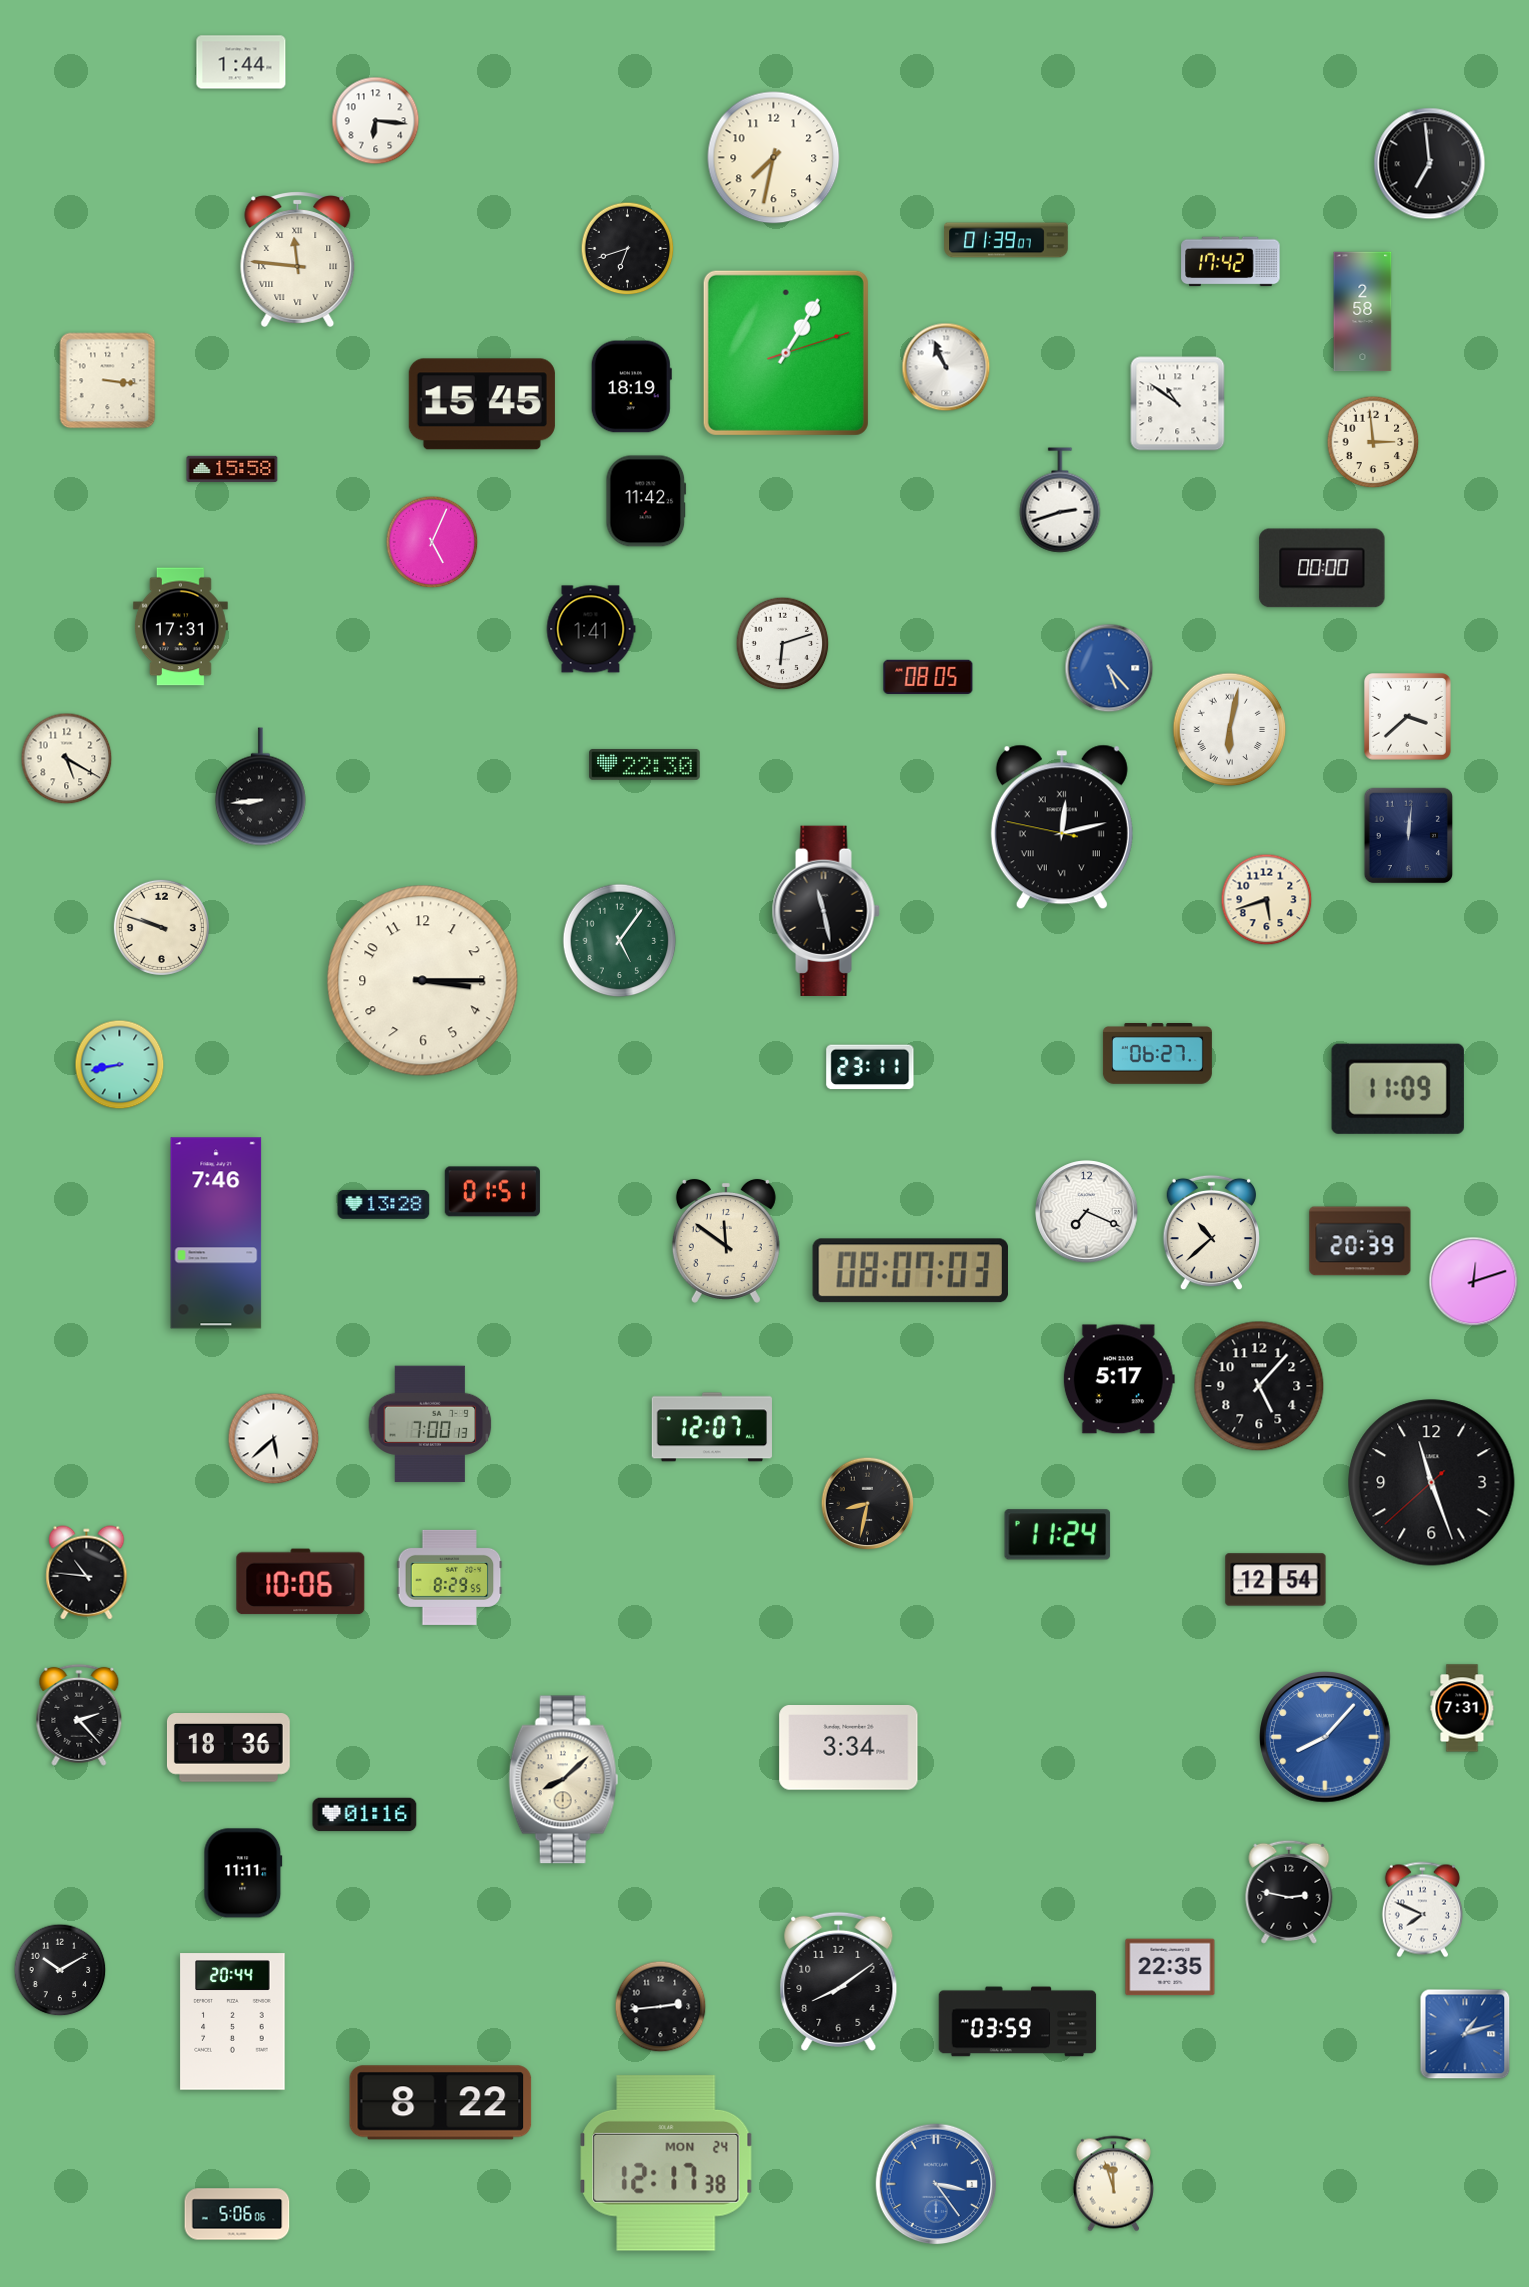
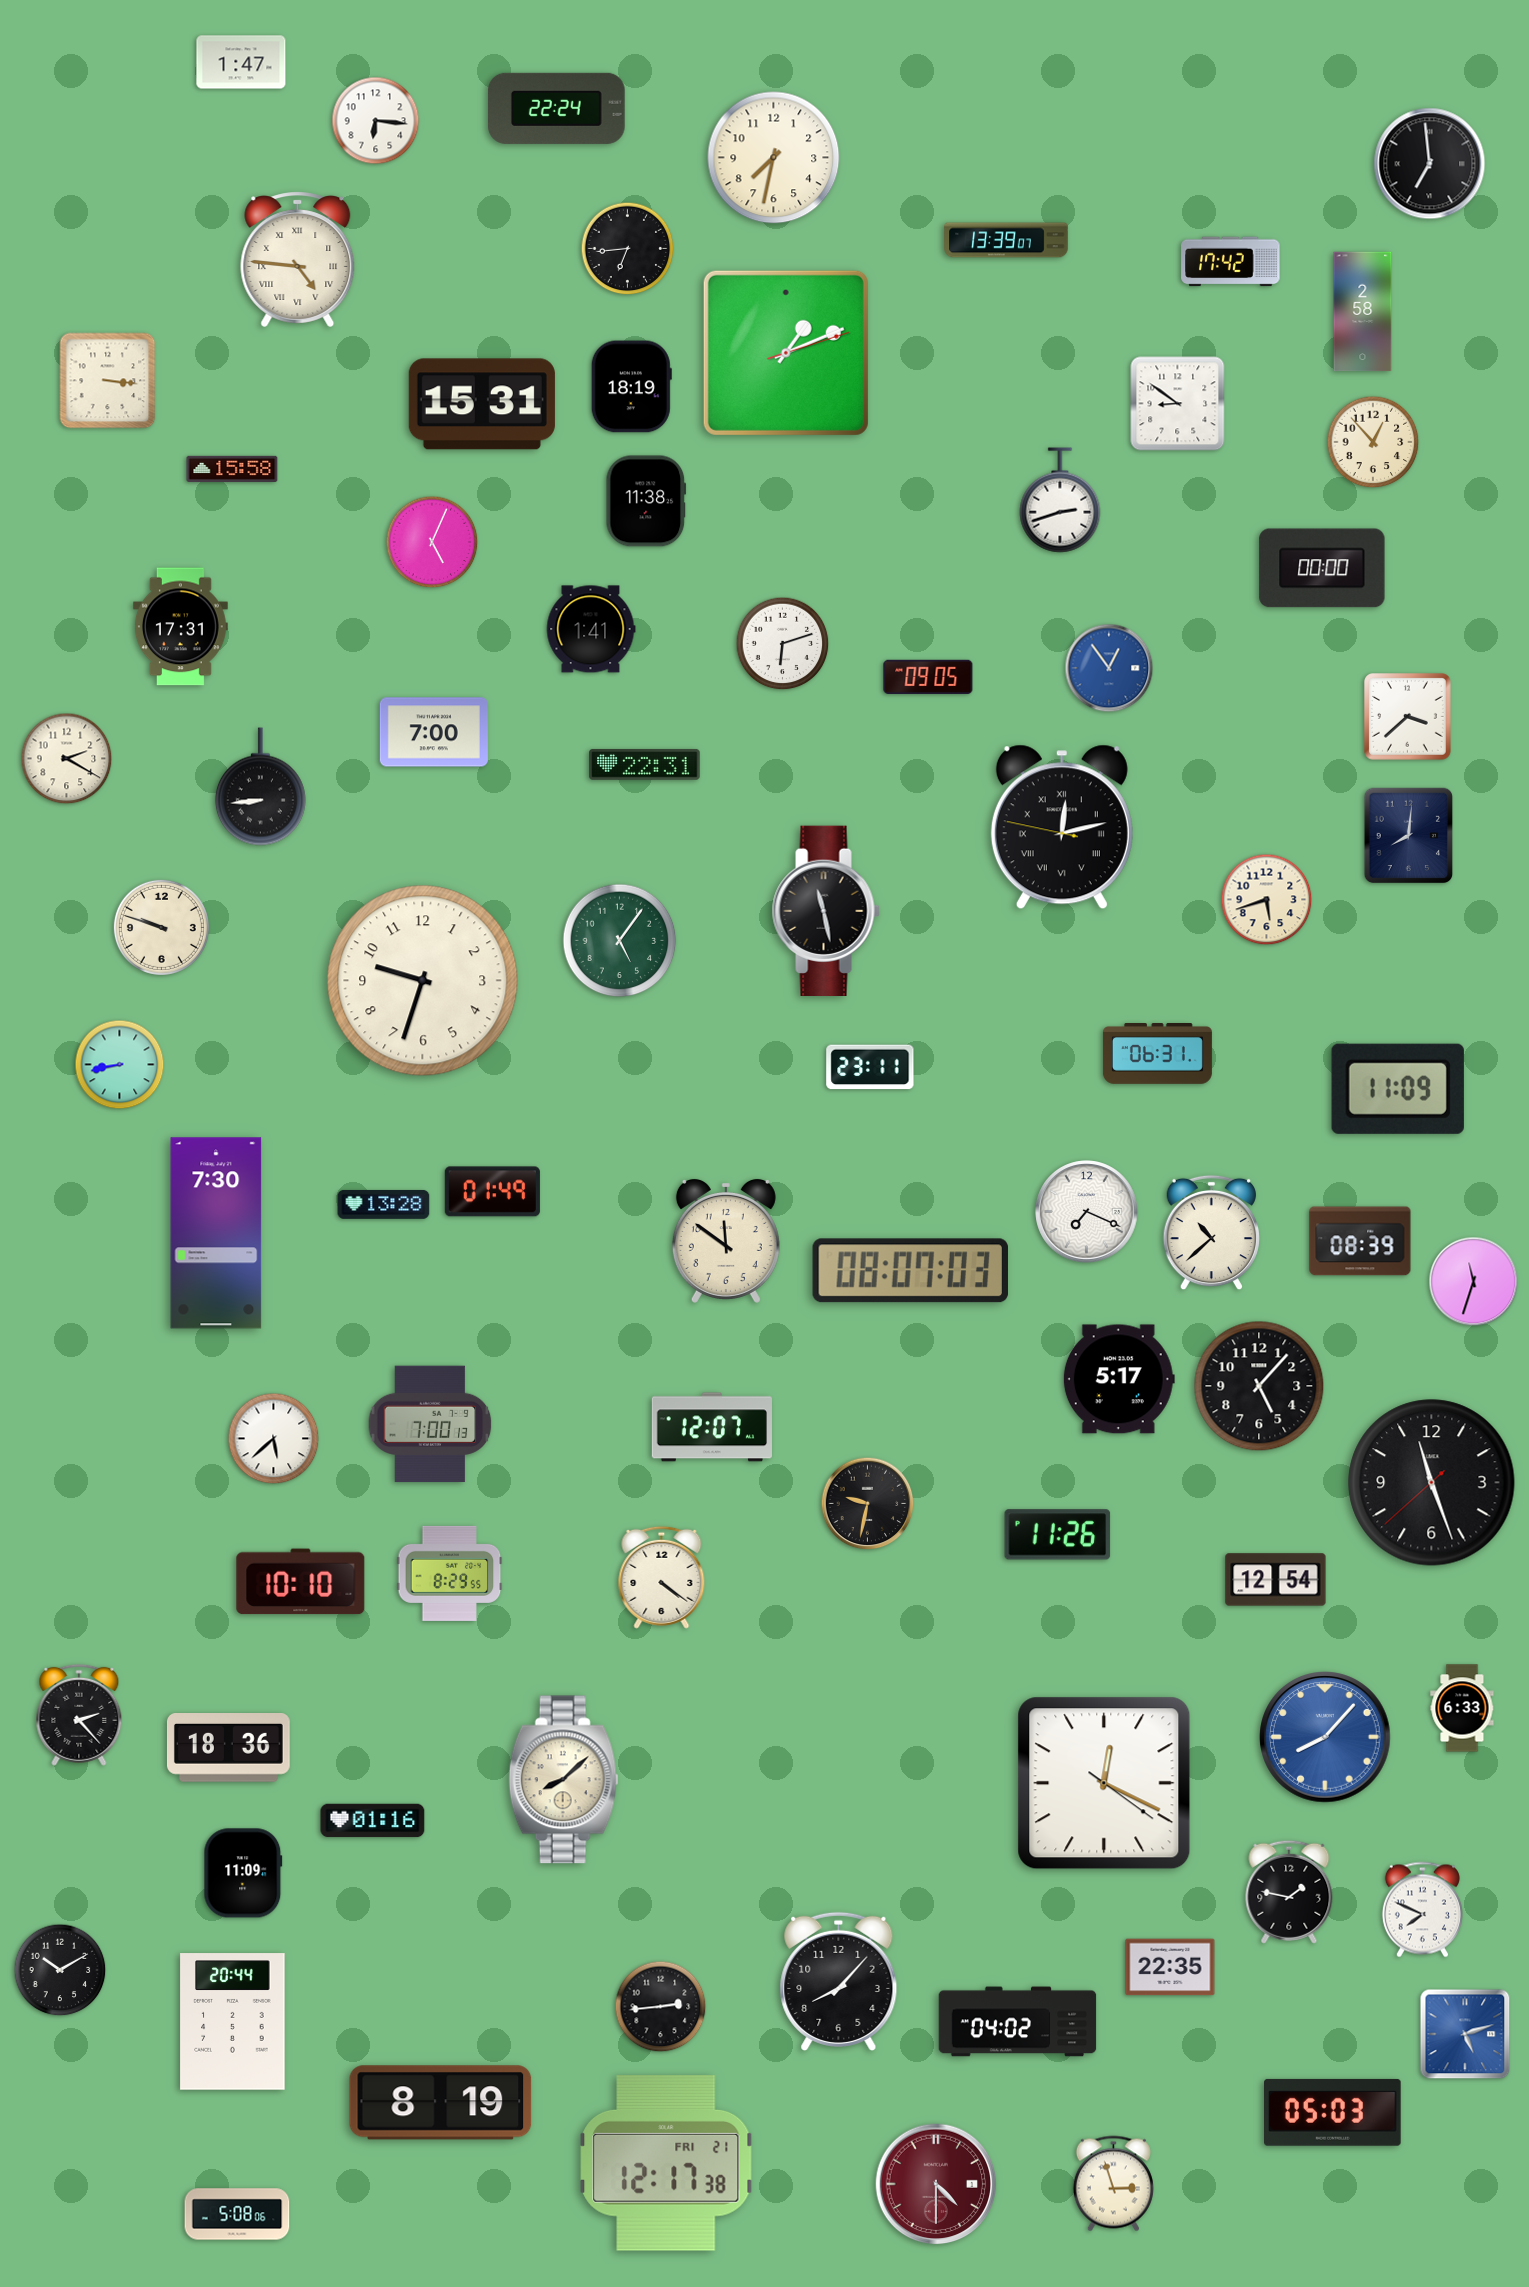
clock at (241, 62): 1:44 -> 1:47
clock at (557, 108): none -> 22:24
clock at (1006, 240): 01:39 -> 13:39
clock at (628, 249): 6:42 -> 6:44
clock at (298, 259): 11:46 -> 4:46
clock at (786, 353): 1:05 -> 1:11
clock at (946, 367): 10:56 -> none
clock at (482, 404): 15:45 -> 15:31
clock at (1178, 404): 10:51 -> 8:51
clock at (1373, 442): 2:59 -> 12:53
clock at (646, 501): 11:42 -> 11:38
clock at (1109, 668): 5:23 -> 12:54
clock at (928, 677): 08:05 -> 09:05
clock at (1230, 730): 6:02 -> none
clock at (434, 732): none -> 7:00
clock at (67, 759): 5:20 -> 2:20
clock at (645, 764): 22:30 -> 22:31
clock at (1409, 836): 12:01 -> 8:01
clock at (423, 981): 3:15 -> 9:33
clock at (1157, 1054): 06:27 -> 06:31
clock at (492, 1192): 01:51 -> 01:49
clock at (216, 1233): 7:46 -> 7:30
clock at (1360, 1241): 20:39 -> 08:39
clock at (1474, 1282): 12:12 -> 11:33
clock at (868, 1504): 8:32 -> 9:32
clock at (1058, 1535): 11:24 -> 11:26
clock at (87, 1573): 10:46 -> none
clock at (450, 1577) position: (450, 1577) -> (450, 1573)
clock at (662, 1577): none -> 4:21
clock at (301, 1582): 10:06 -> 10:10
clock at (1462, 1708): 7:31 -> 6:33
clock at (849, 1748): 3:34 -> none
clock at (1104, 1783): none -> 12:19
clock at (365, 1815) position: (365, 1815) -> (373, 1821)
clock at (243, 1873): 11:11 -> 11:09
clock at (1289, 1892): 2:47 -> 1:47
clock at (839, 1981): 8:09 -> 8:07
clock at (1018, 2022): 03:59 -> 04:02
clock at (1465, 2034): 1:12 -> 5:12
clock at (441, 2103): 8:22 -> 8:19
clock at (1333, 2112): none -> 05:03
clock at (666, 2164) date: MON 24 -> FRI 21
clock at (936, 2184): 3:24 -> 4:30
clock at (936, 2184) dial: blue -> burgundy
clock at (1113, 2184): 11:57 -> 2:57
clock at (237, 2214): 5:06 -> 5:08
